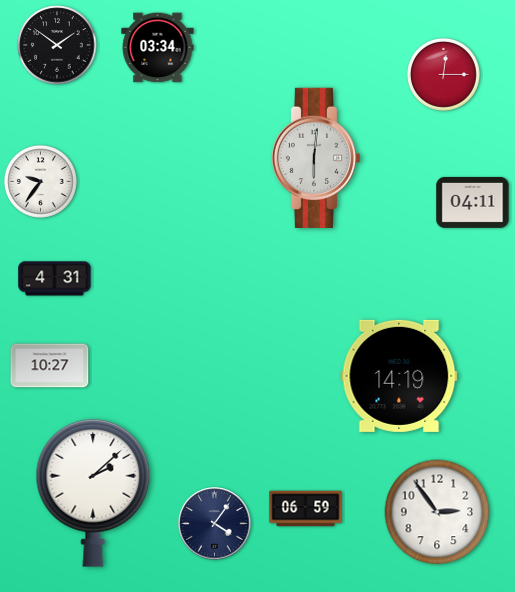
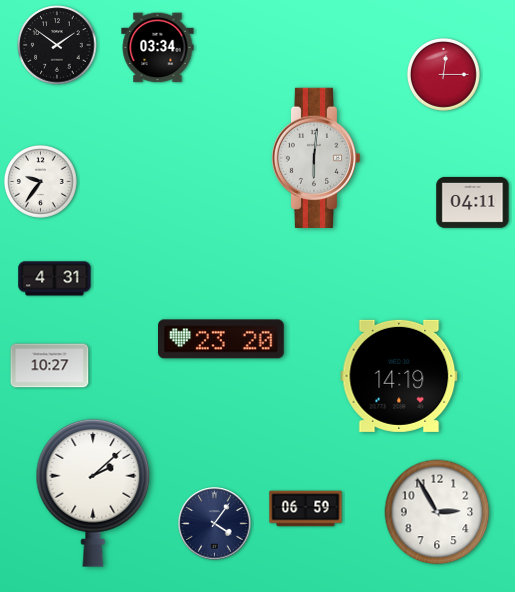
clock at (222, 339): none -> 23:20
clock at (437, 512): 2:54 -> 2:55
